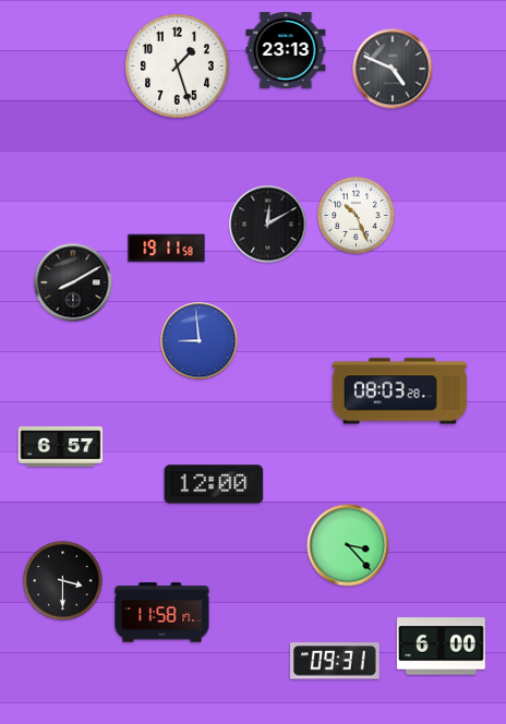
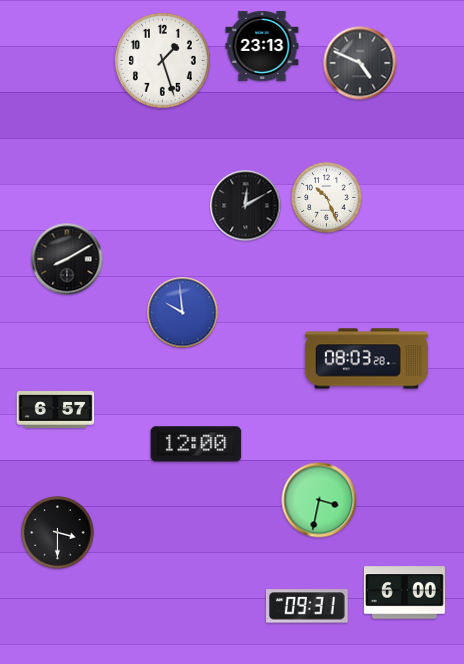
clock at (167, 249): 19:11 -> none
clock at (200, 341): 8:59 -> 9:59
clock at (348, 545): 3:23 -> 3:32
clock at (162, 613): 11:58 -> none
